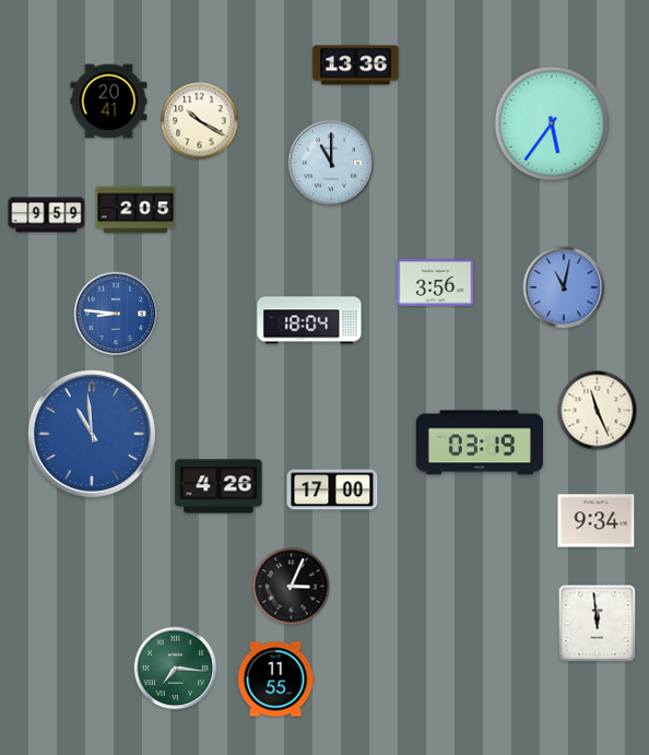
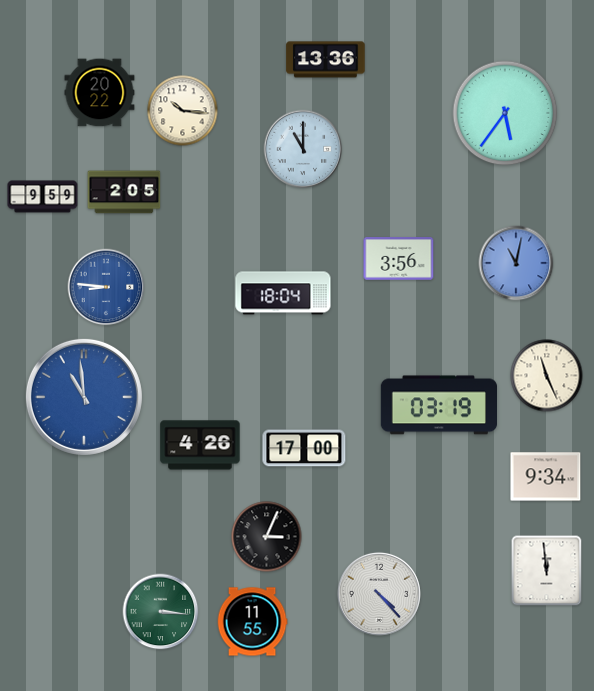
clock at (109, 102): 20:41 -> 20:22
clock at (200, 121): 10:20 -> 10:16
clock at (379, 594): none -> 4:23
clock at (176, 669): 7:16 -> 3:16
